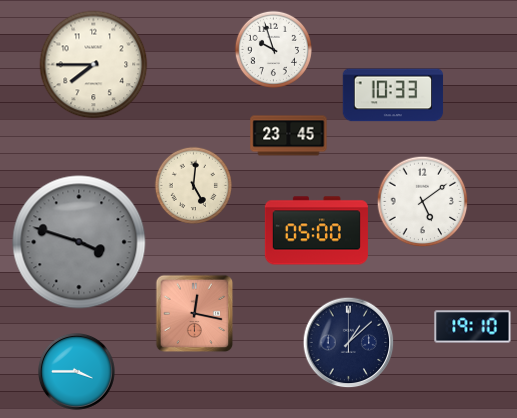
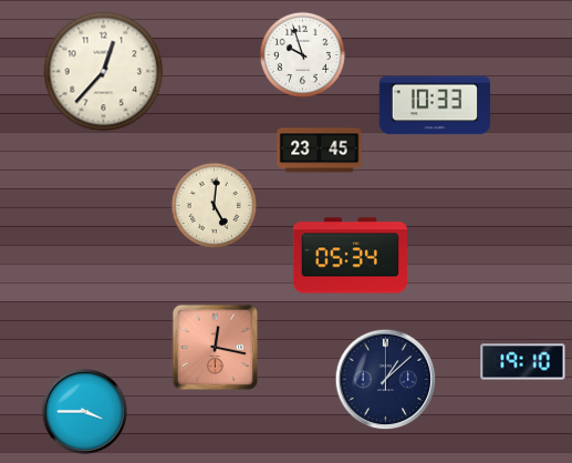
clock at (94, 65): 7:45 -> 12:37
clock at (422, 201): 5:09 -> none
clock at (316, 231): 05:00 -> 05:34
clock at (79, 242): 3:48 -> none
